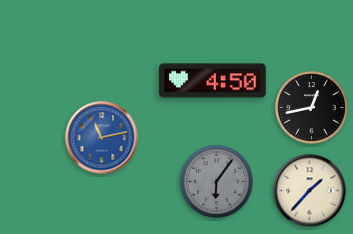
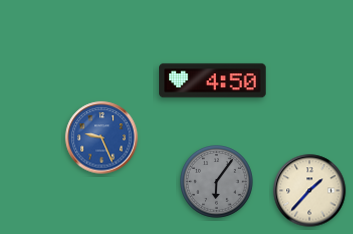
clock at (312, 108): 12:43 -> none
clock at (102, 138): 11:13 -> 9:26
